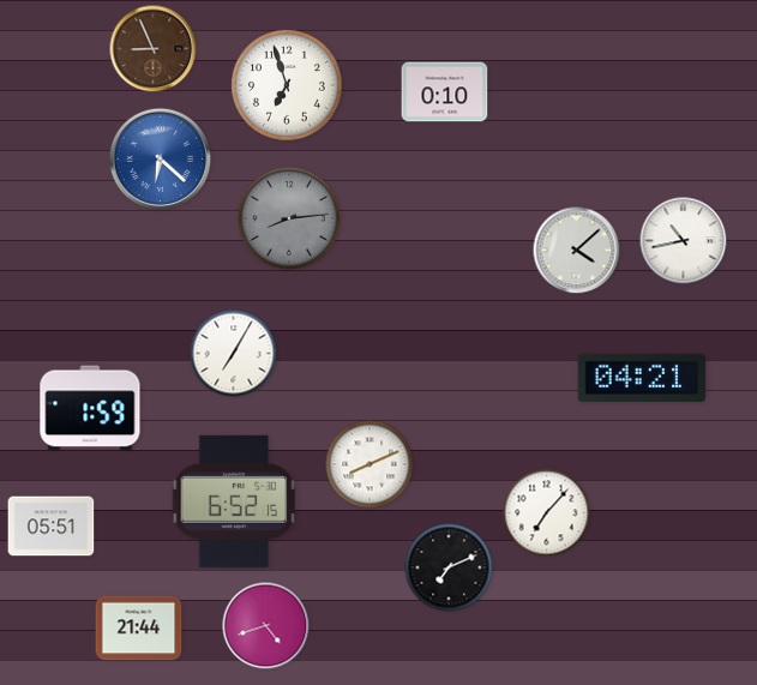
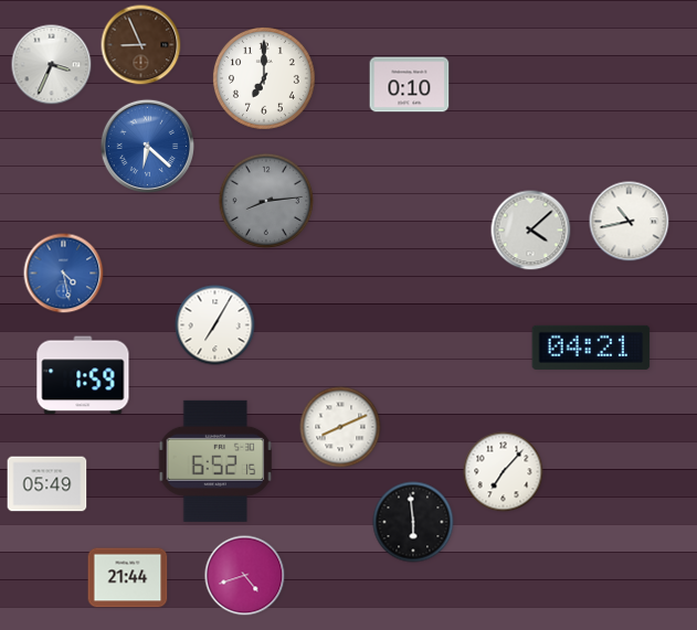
clock at (52, 65): none -> 3:34
clock at (287, 85): 6:57 -> 7:00
clock at (64, 274): none -> 4:28
clock at (52, 527): 05:51 -> 05:49
clock at (449, 567): 7:11 -> 5:59
